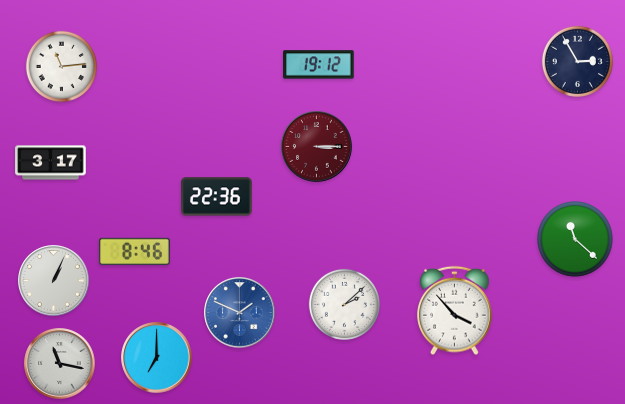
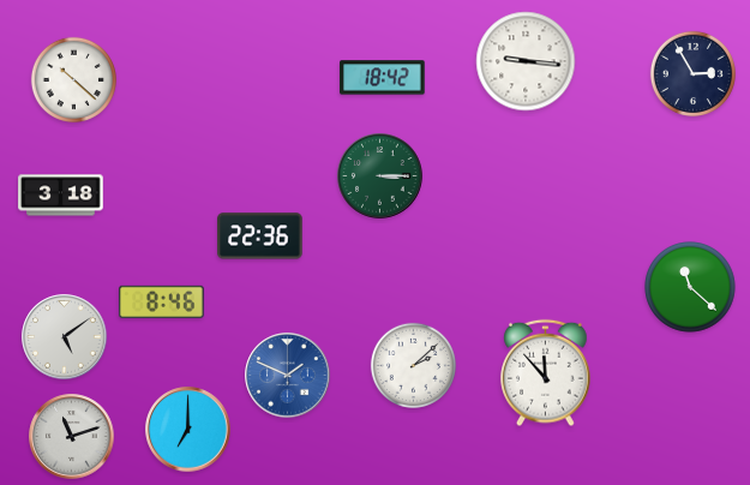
clock at (526, 61): none -> 9:16
clock at (319, 65): 19:12 -> 18:42
clock at (61, 66): 11:14 -> 10:22
clock at (317, 147) dial: burgundy -> green
clock at (51, 163): 3:17 -> 3:18
clock at (54, 281): 1:04 -> 5:09
clock at (455, 311): 3:53 -> 11:53
clock at (60, 364): 11:17 -> 11:12
